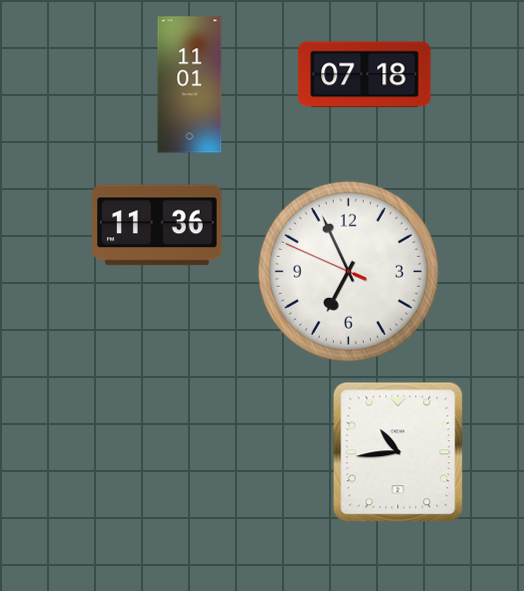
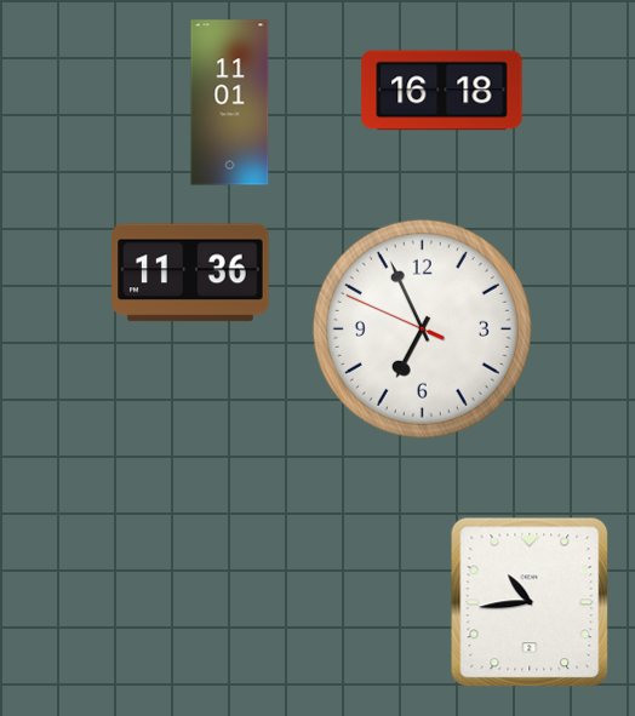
clock at (365, 75): 07:18 -> 16:18
clock at (398, 452) position: (398, 452) -> (530, 602)
